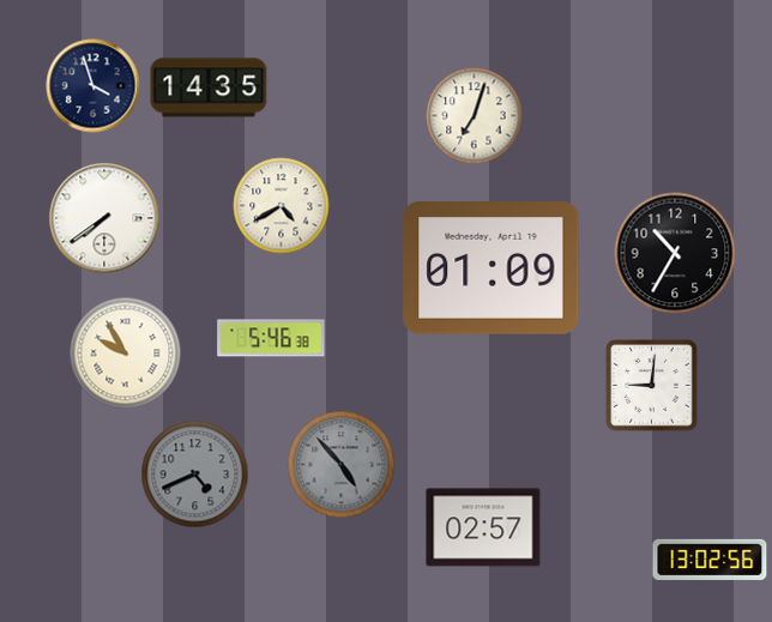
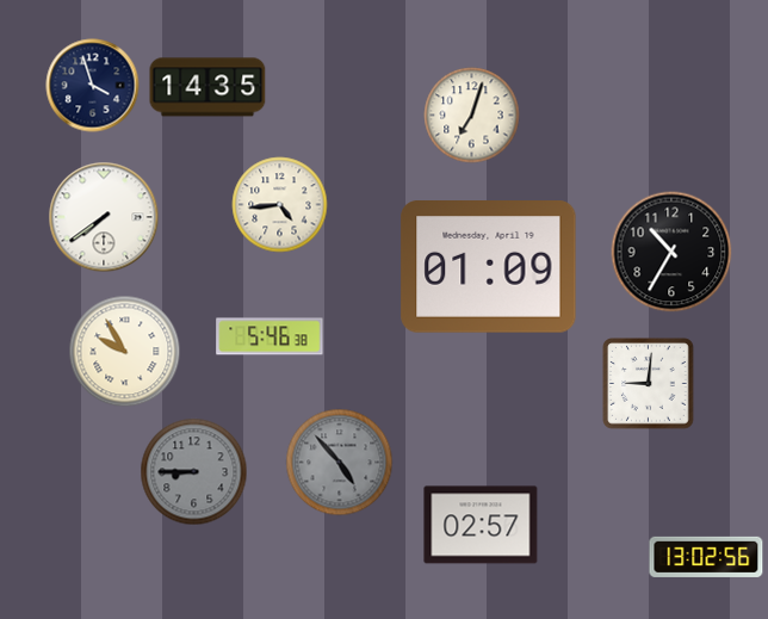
clock at (282, 206): 4:40 -> 4:44
clock at (195, 475): 4:41 -> 8:45
